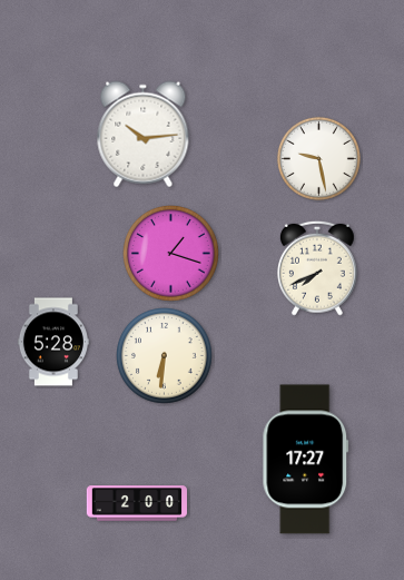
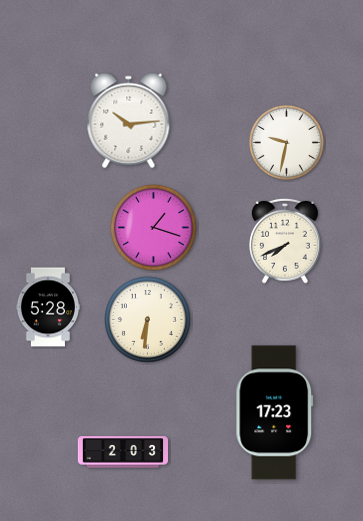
clock at (318, 158): 9:28 -> 9:32
clock at (306, 460): 17:27 -> 17:23
clock at (136, 503): 2:00 -> 2:03
